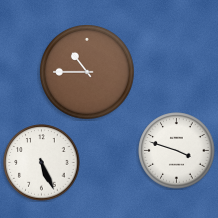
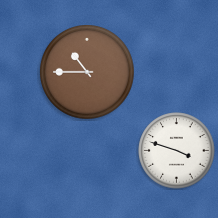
clock at (42, 163): 5:26 -> none
